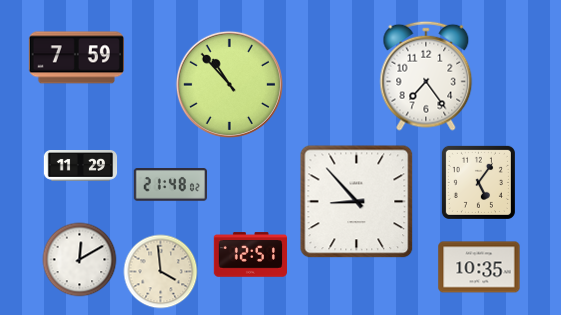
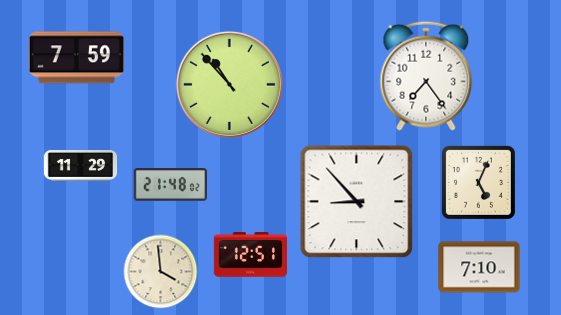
clock at (478, 182): 5:06 -> 5:04
clock at (80, 260): 12:10 -> none
clock at (479, 267): 10:35 -> 7:10
